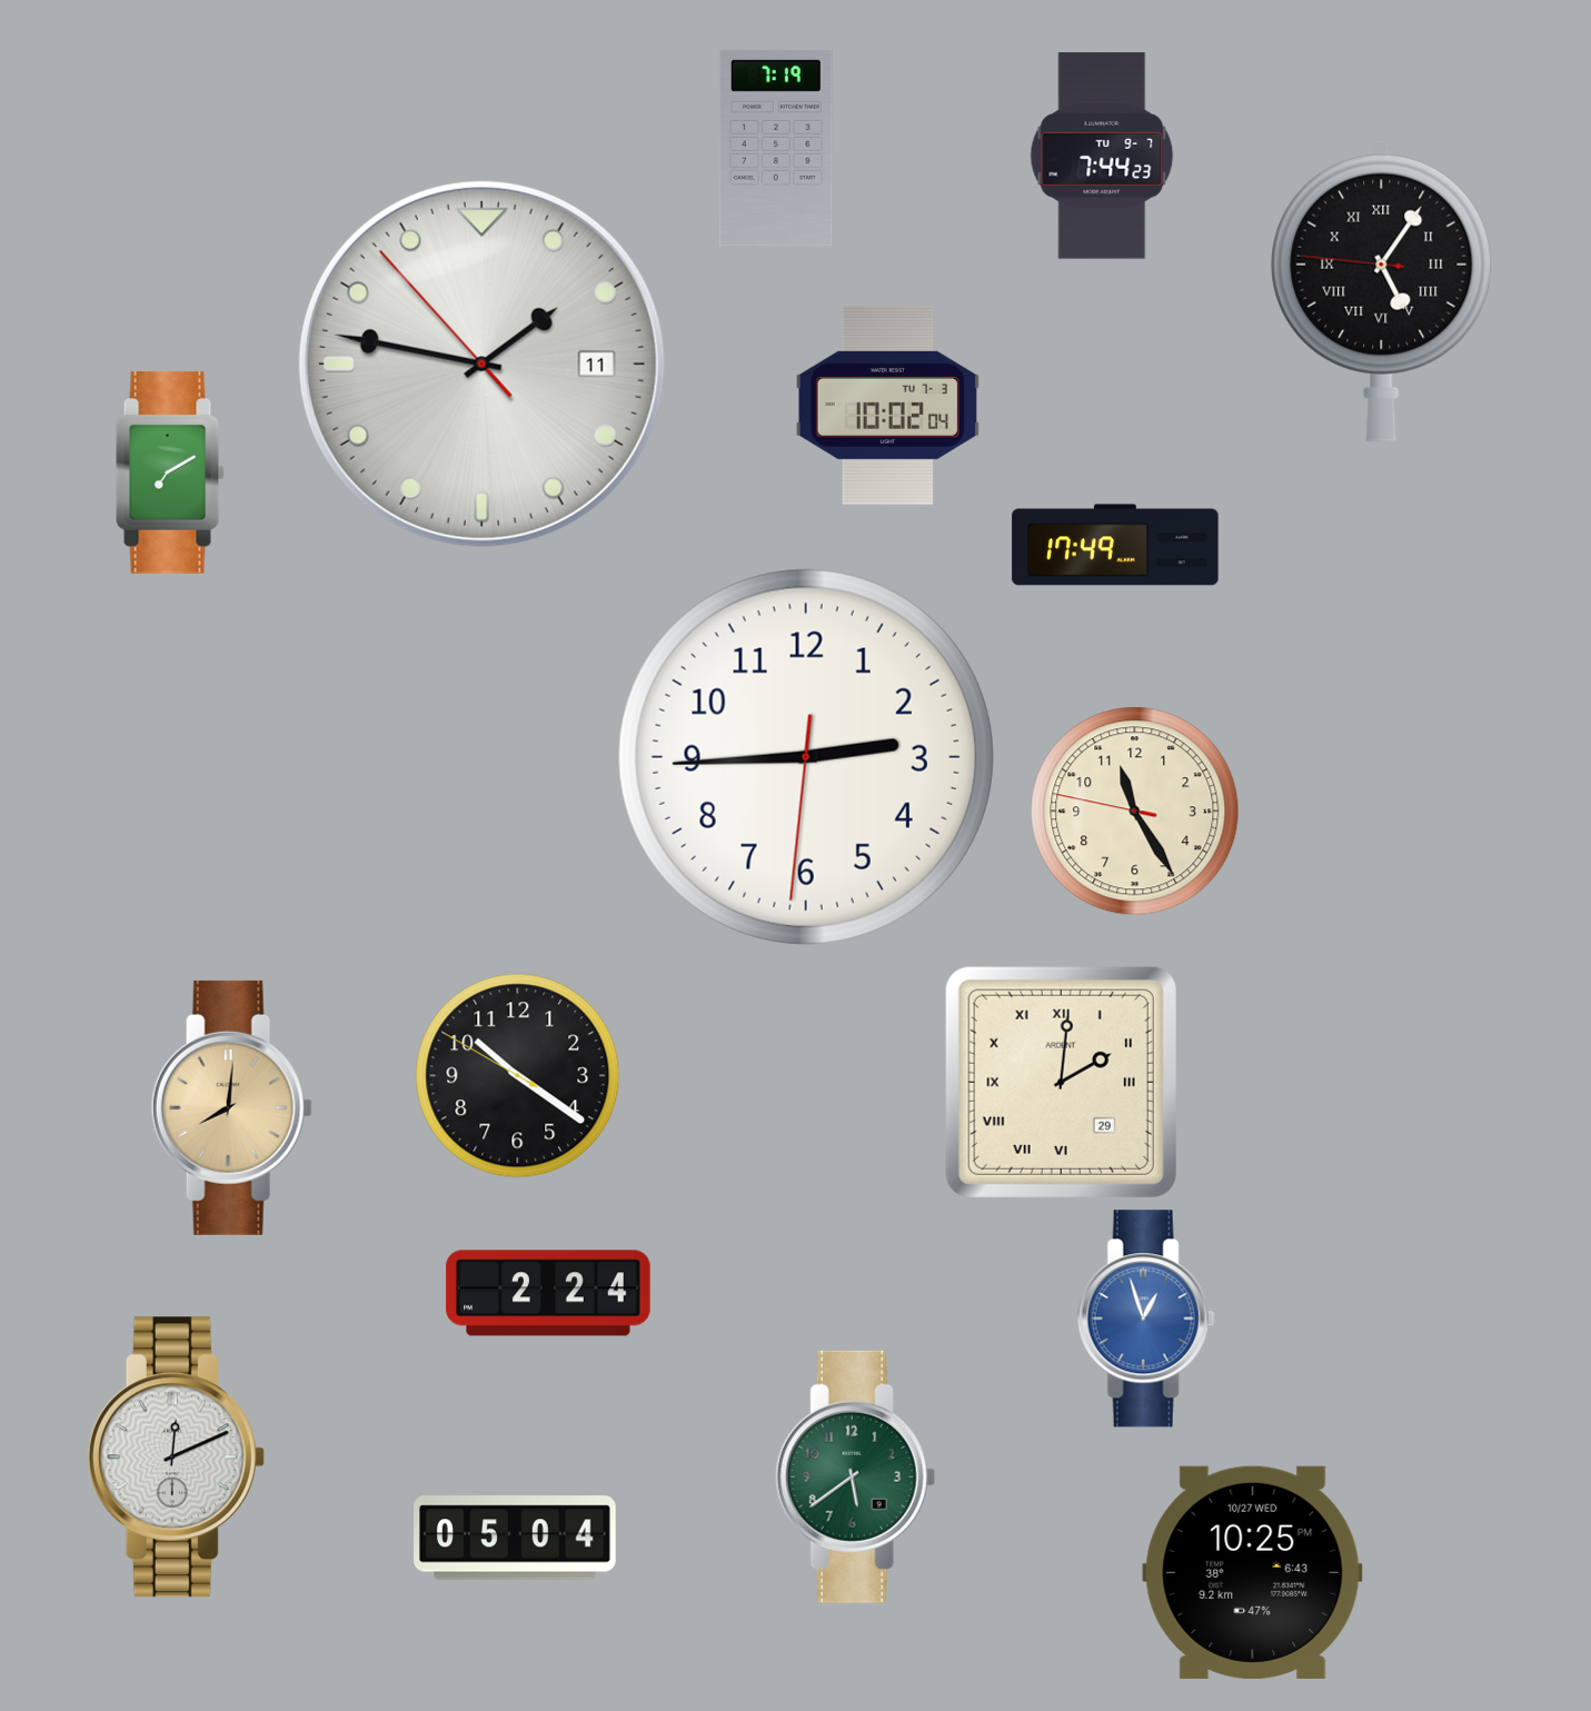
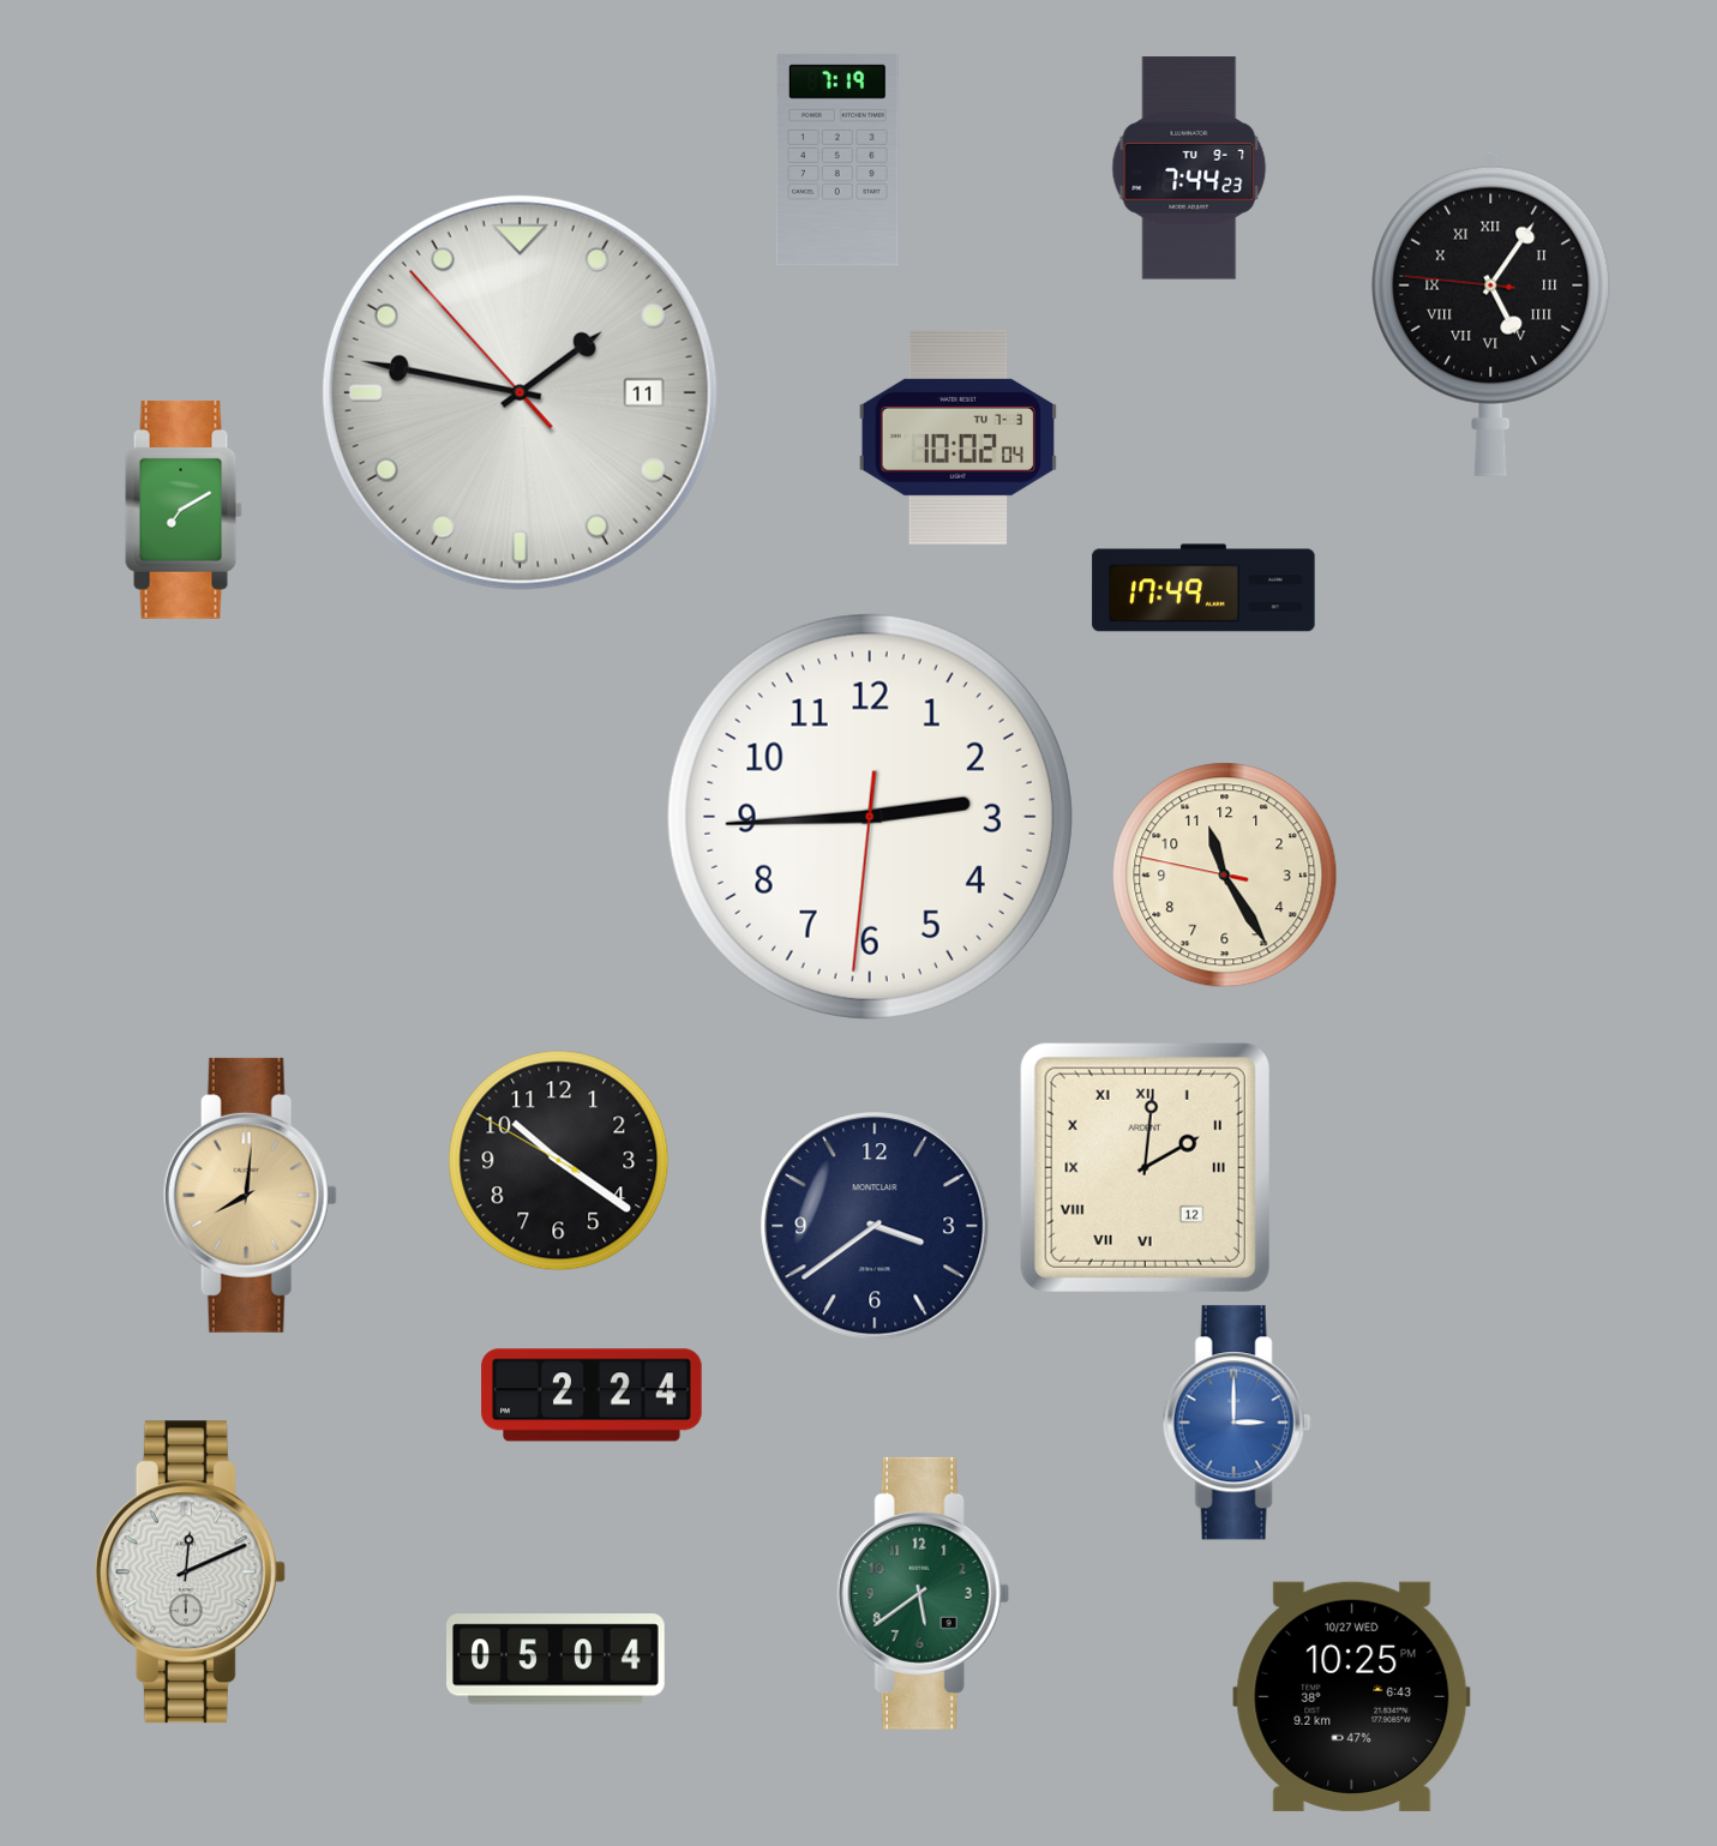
clock at (1061, 1082) date: 29 -> 12
clock at (875, 1226): none -> 3:39
clock at (1146, 1319): 12:57 -> 3:00
